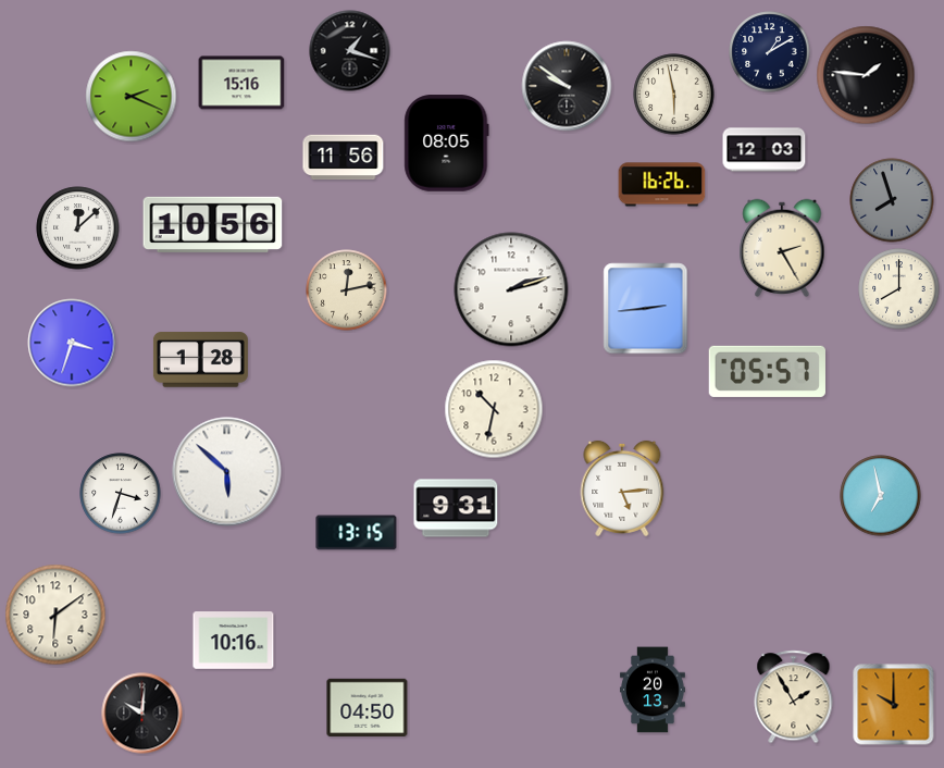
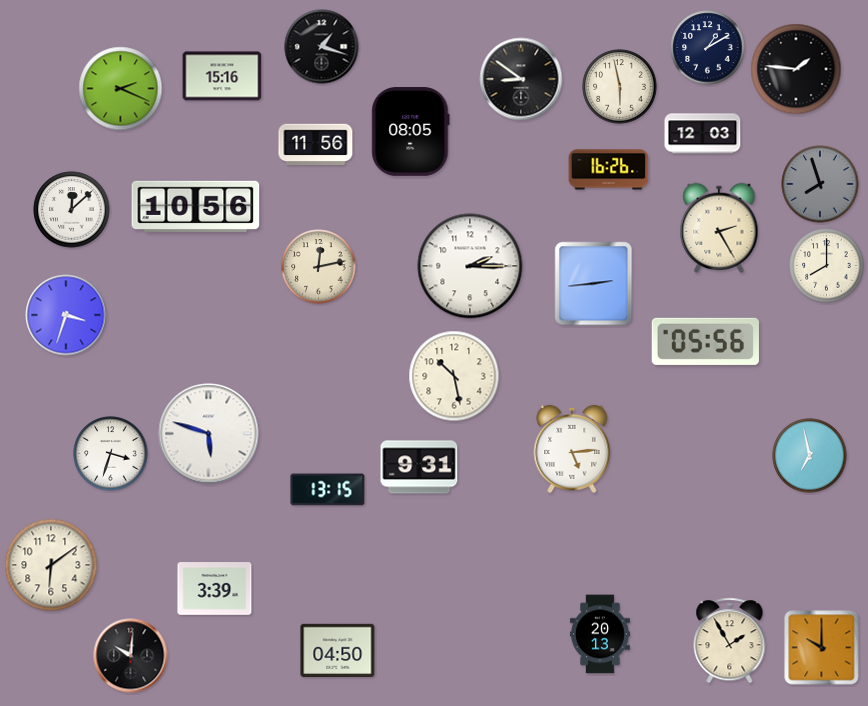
clock at (567, 86): 9:51 -> 8:51
clock at (765, 150) position: (765, 150) -> (703, 134)
clock at (511, 289): 2:12 -> 2:15
clock at (200, 360): 1:28 -> none
clock at (767, 371): 05:57 -> 05:56
clock at (494, 409): 10:32 -> 10:28
clock at (227, 472): 5:52 -> 5:48
clock at (234, 641): 10:16 -> 3:39
